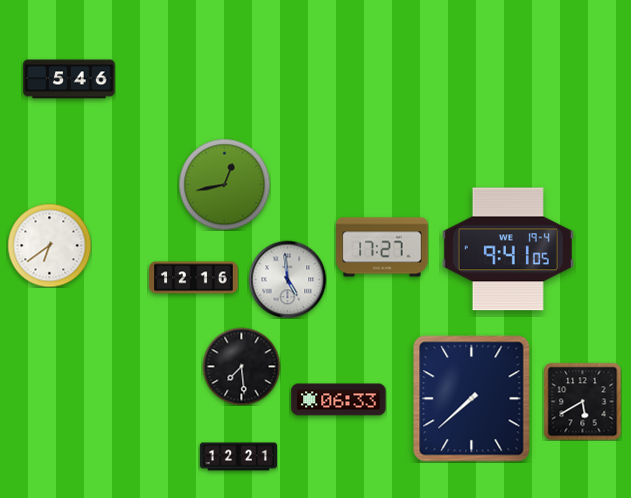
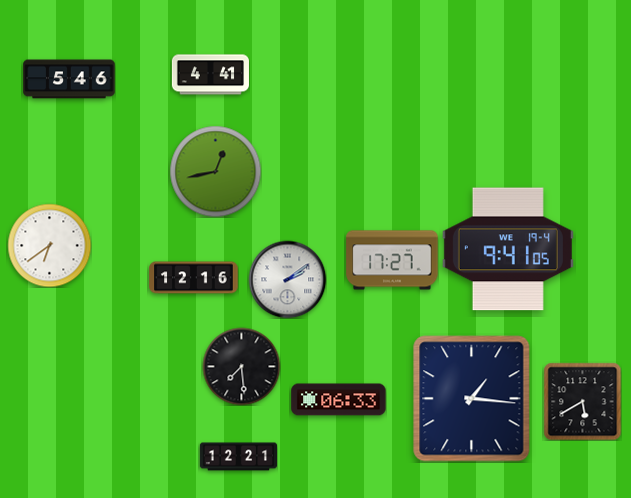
clock at (210, 75): none -> 4:41
clock at (224, 184) position: (224, 184) -> (215, 171)
clock at (382, 247) position: (382, 247) -> (392, 260)
clock at (287, 279): 4:59 -> 2:09
clock at (472, 399): 7:38 -> 1:16
